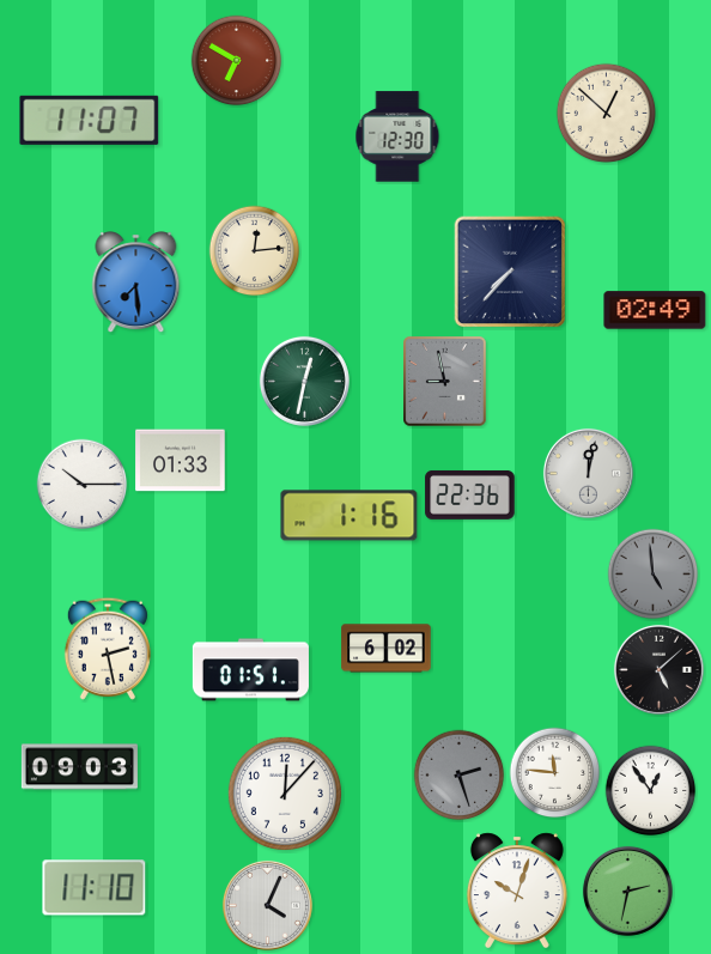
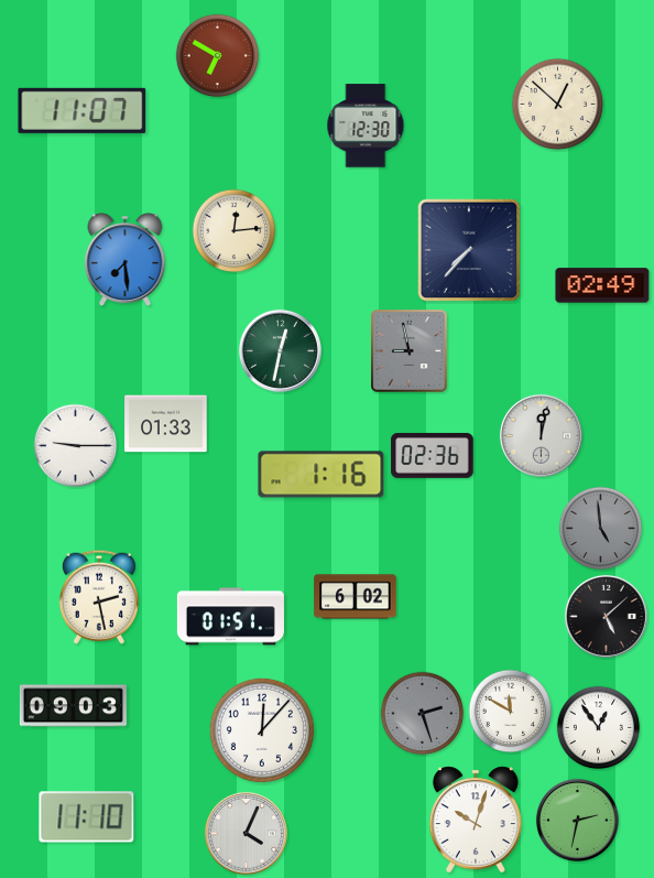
clock at (83, 485): 10:15 -> 9:15
clock at (470, 494): 22:36 -> 02:36
clock at (555, 773): 11:46 -> 11:50
